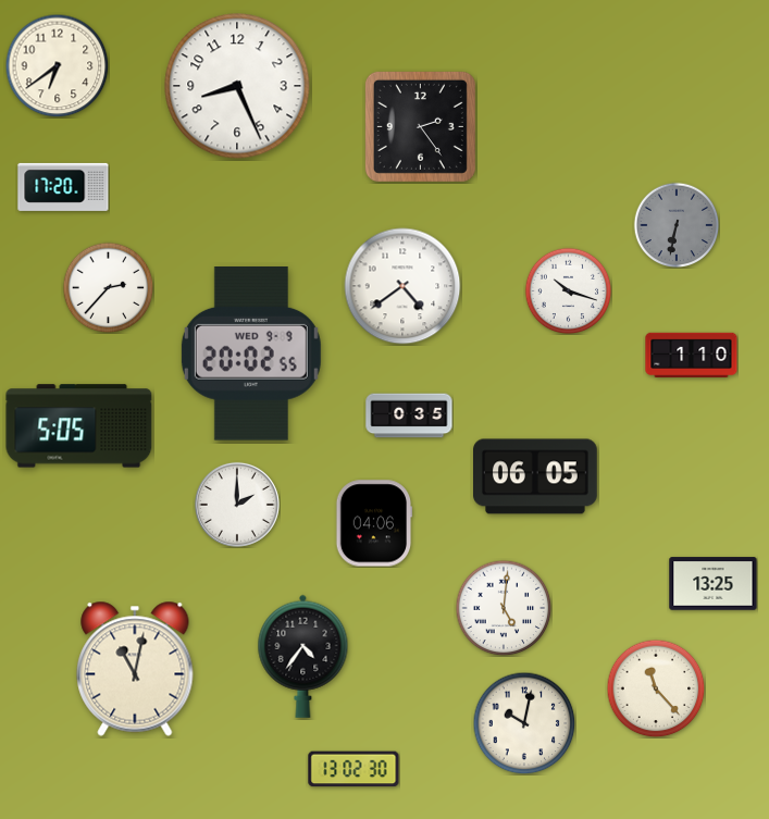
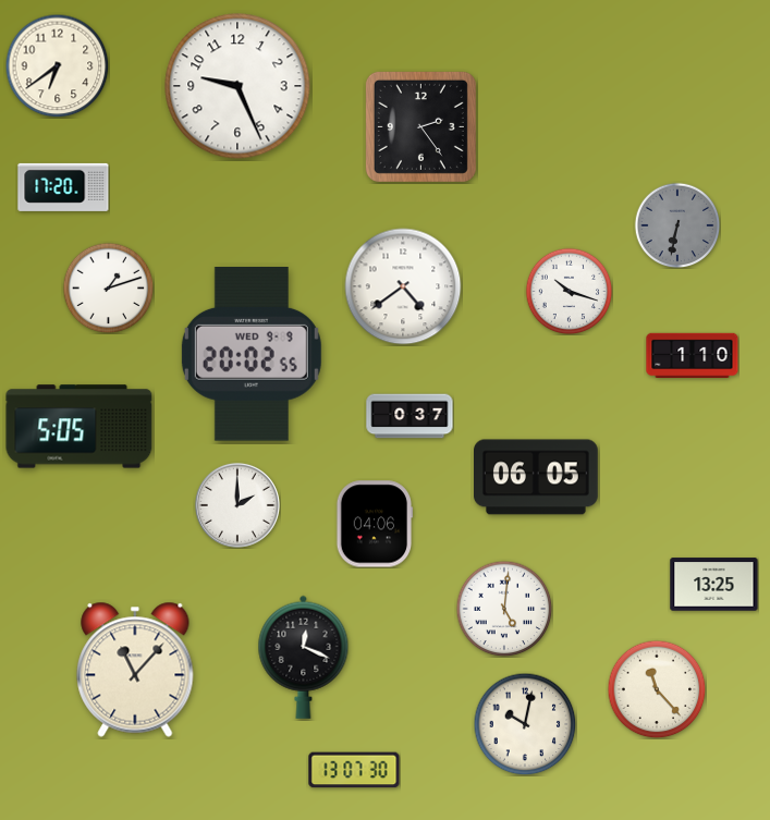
clock at (237, 86): 8:26 -> 9:26
clock at (108, 287): 2:37 -> 1:12
clock at (409, 415): 0:35 -> 0:37
clock at (303, 656): 4:36 -> 12:19
clock at (135, 669): 11:02 -> 11:07
clock at (354, 769): 13:02 -> 13:07
